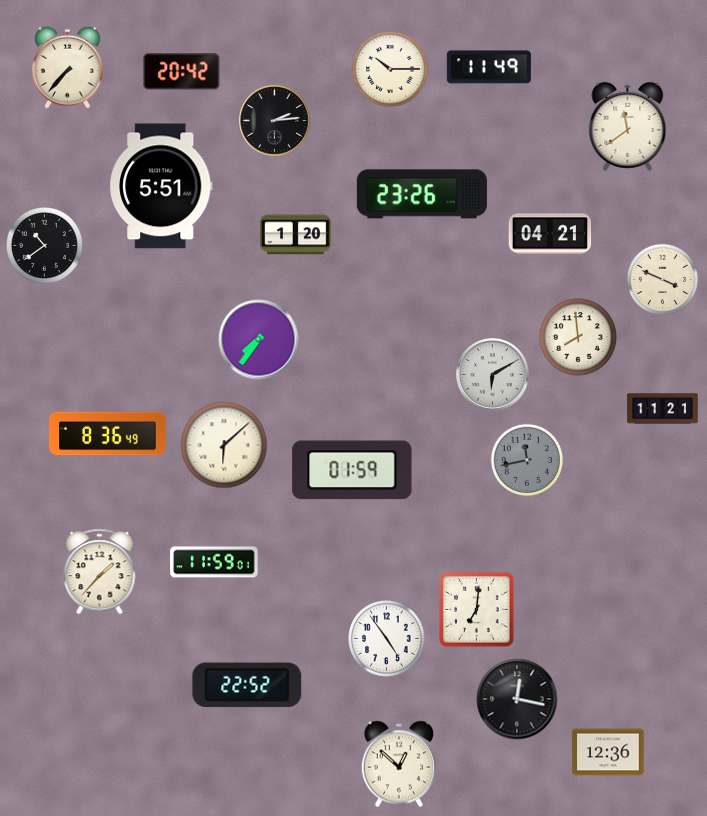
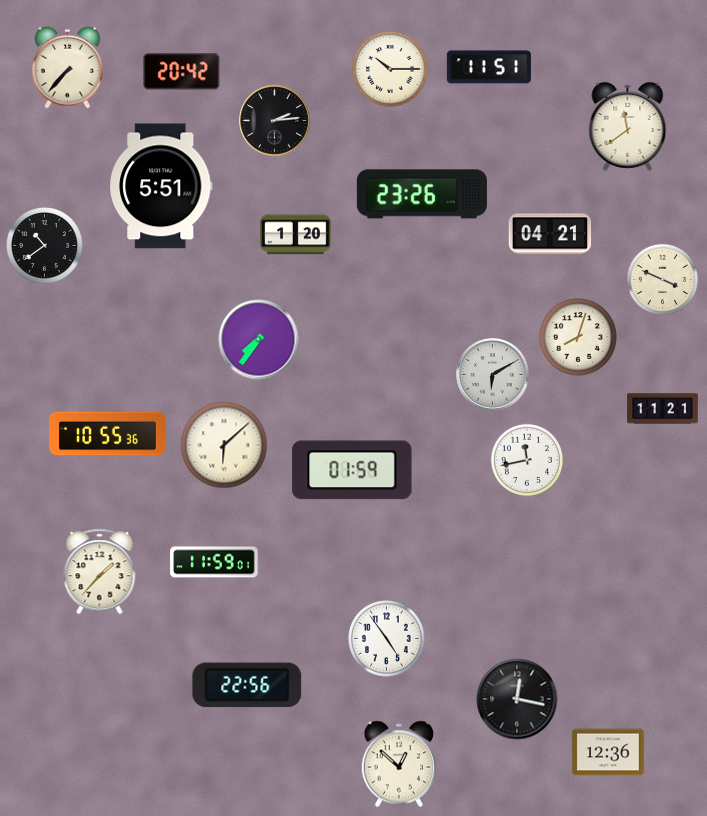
clock at (489, 67): 11:49 -> 11:51
clock at (578, 337): 7:59 -> 8:03
clock at (108, 434): 8:36 -> 10:55
clock at (526, 459) dial: grey -> white
clock at (477, 610): 7:01 -> none
clock at (247, 685): 22:52 -> 22:56
